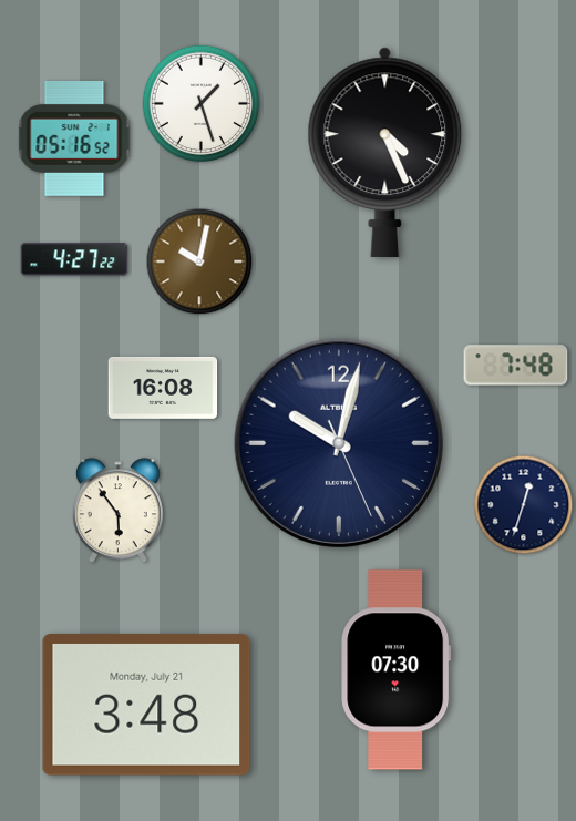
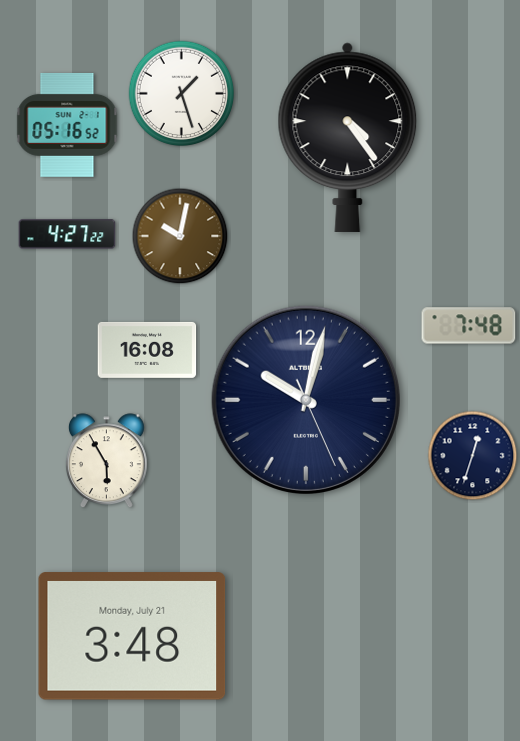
clock at (385, 152): 4:26 -> 4:24
clock at (516, 366) position: (516, 366) -> (469, 326)
clock at (117, 511): 5:54 -> 5:55
clock at (397, 670): 07:30 -> none
